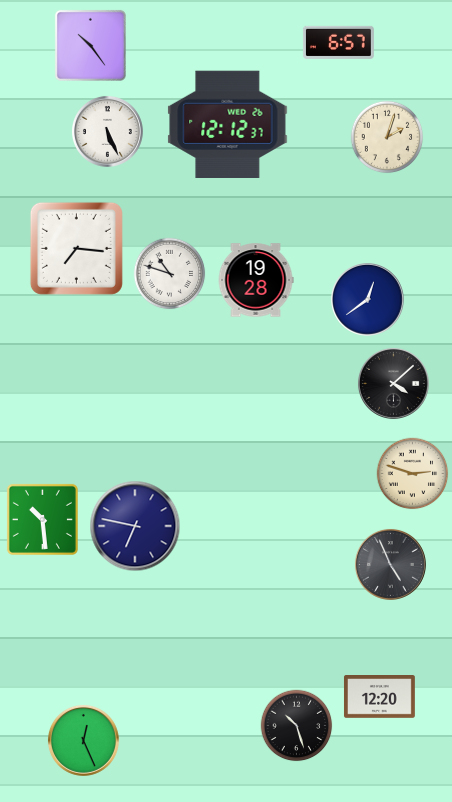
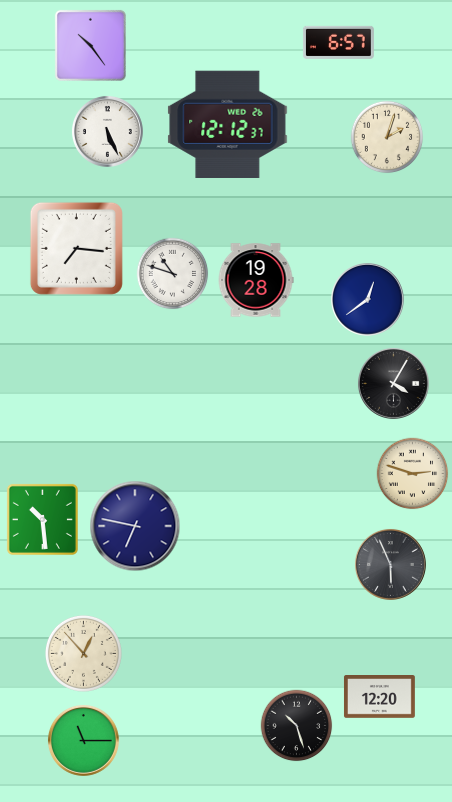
clock at (170, 274) position: (170, 274) -> (173, 274)
clock at (394, 384): 4:08 -> 4:05
clock at (391, 565): 4:56 -> 5:56
clock at (83, 653): none -> 12:53
clock at (84, 741): 12:26 -> 11:15
